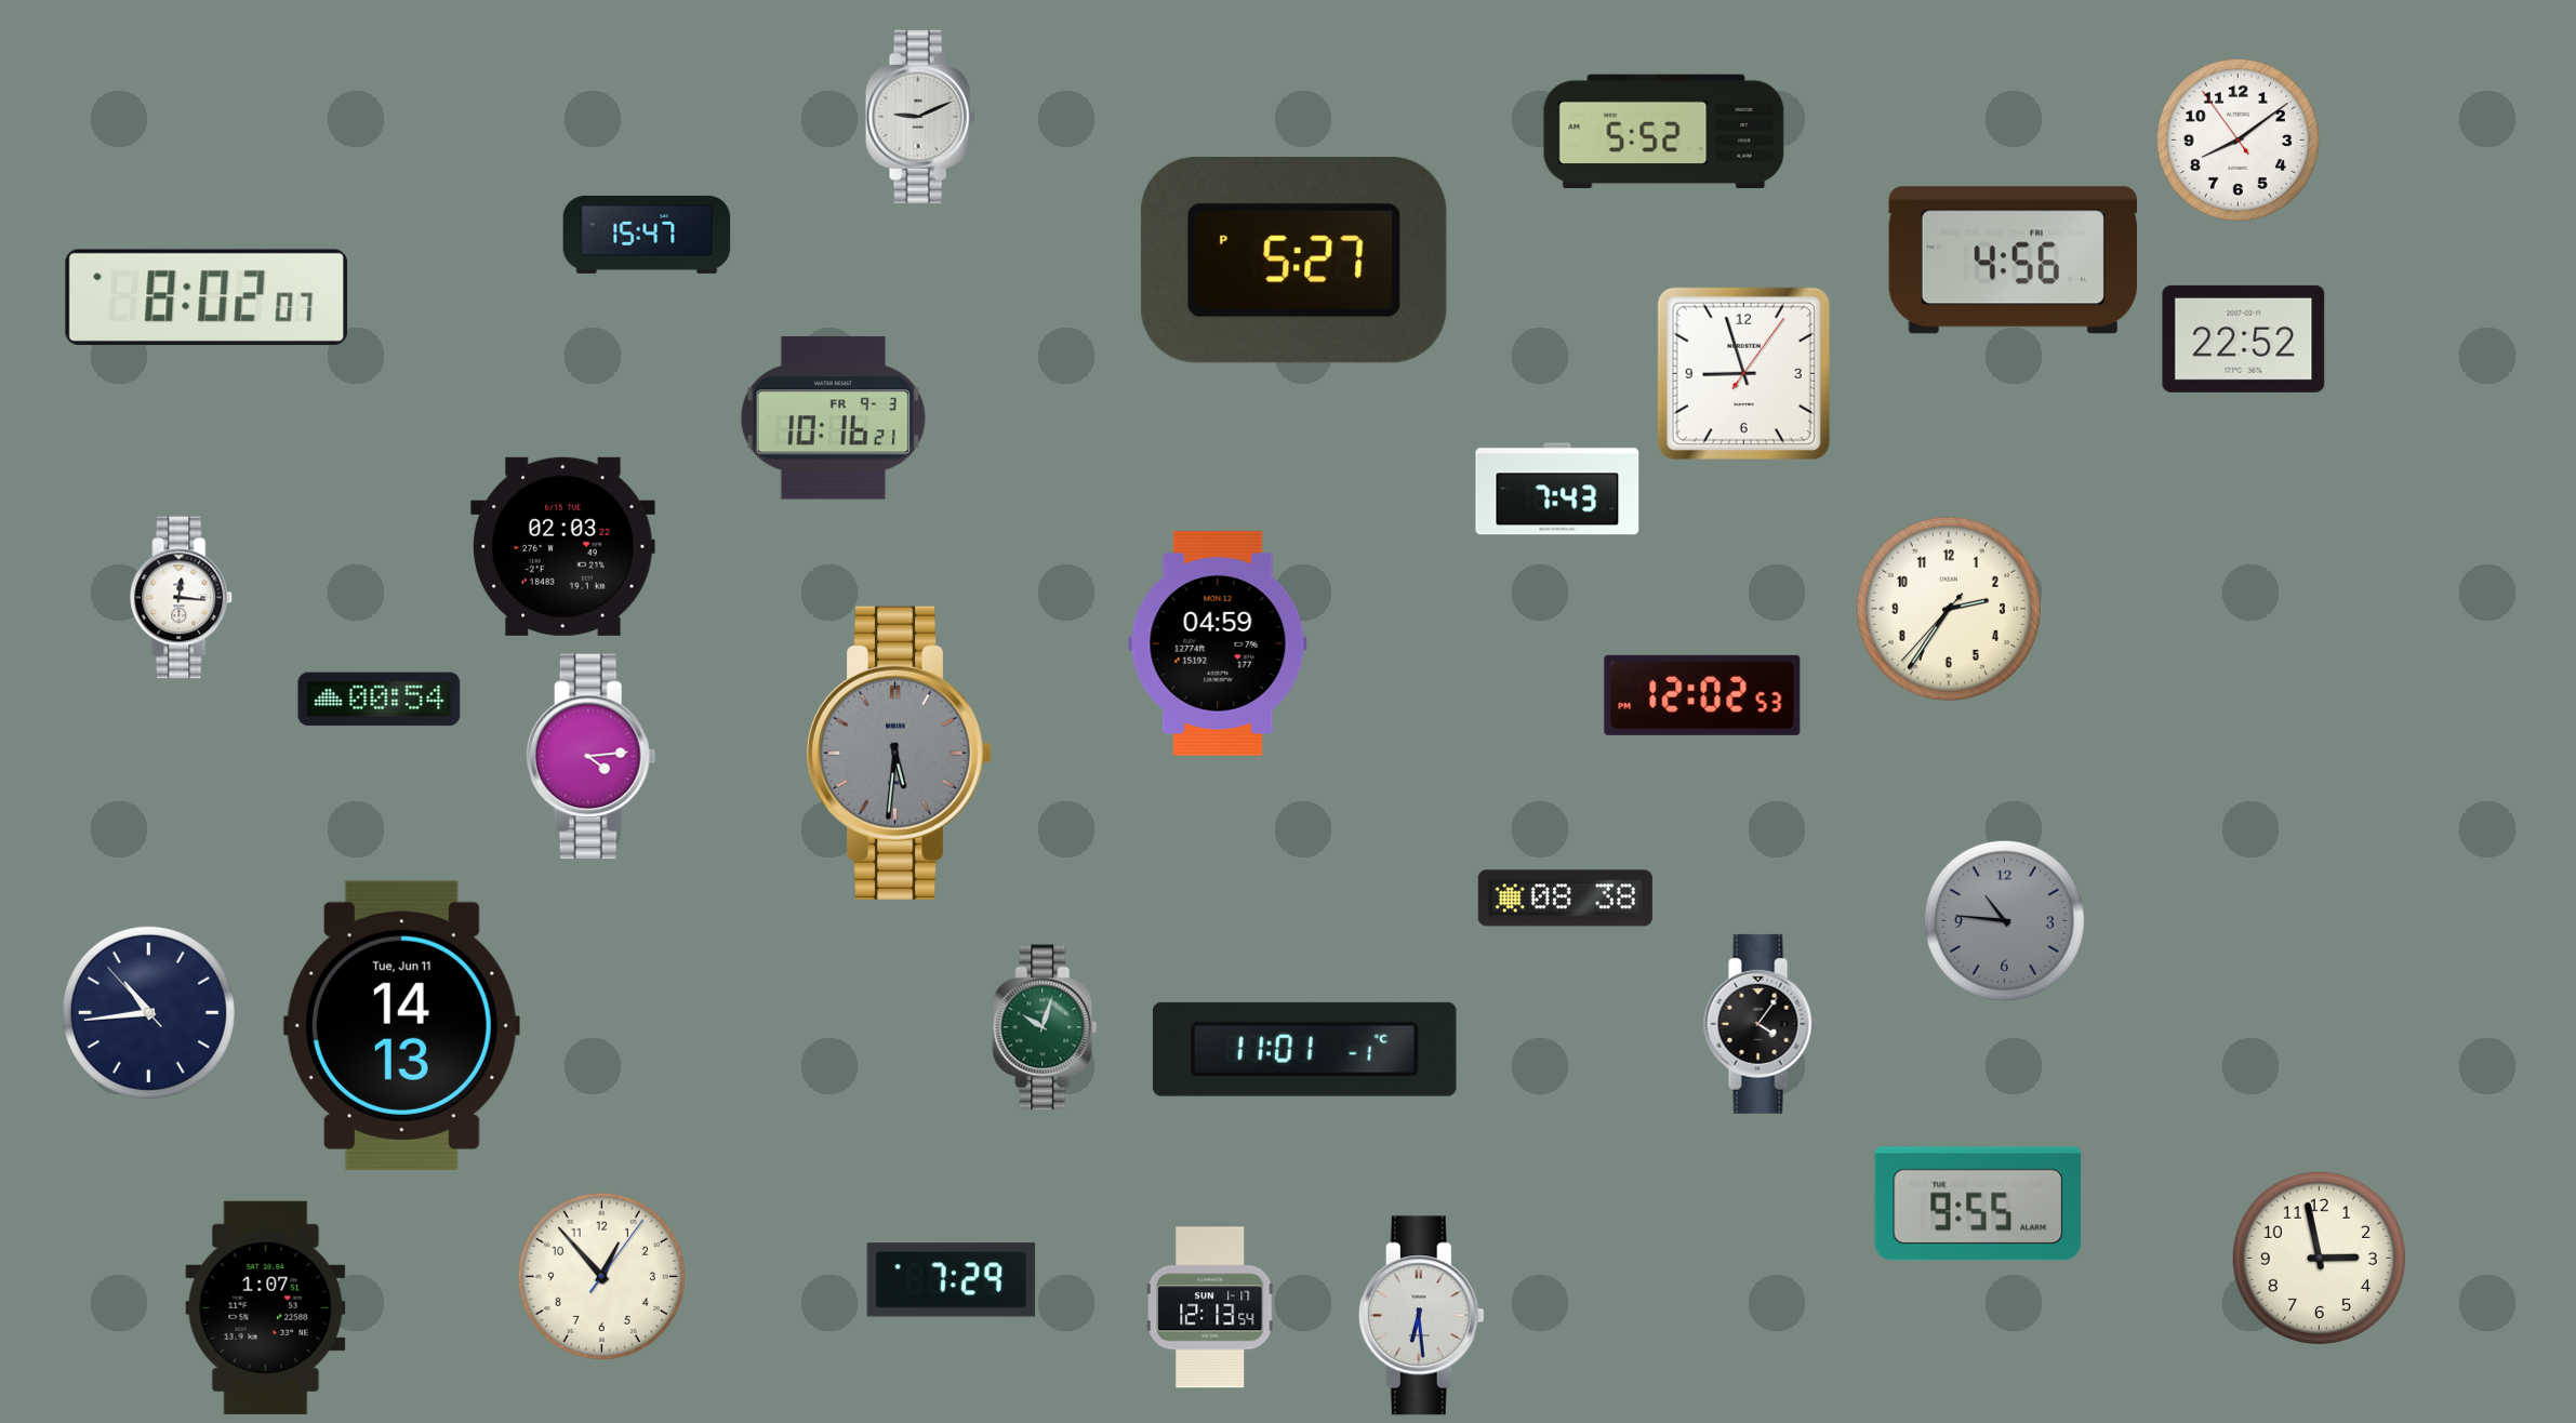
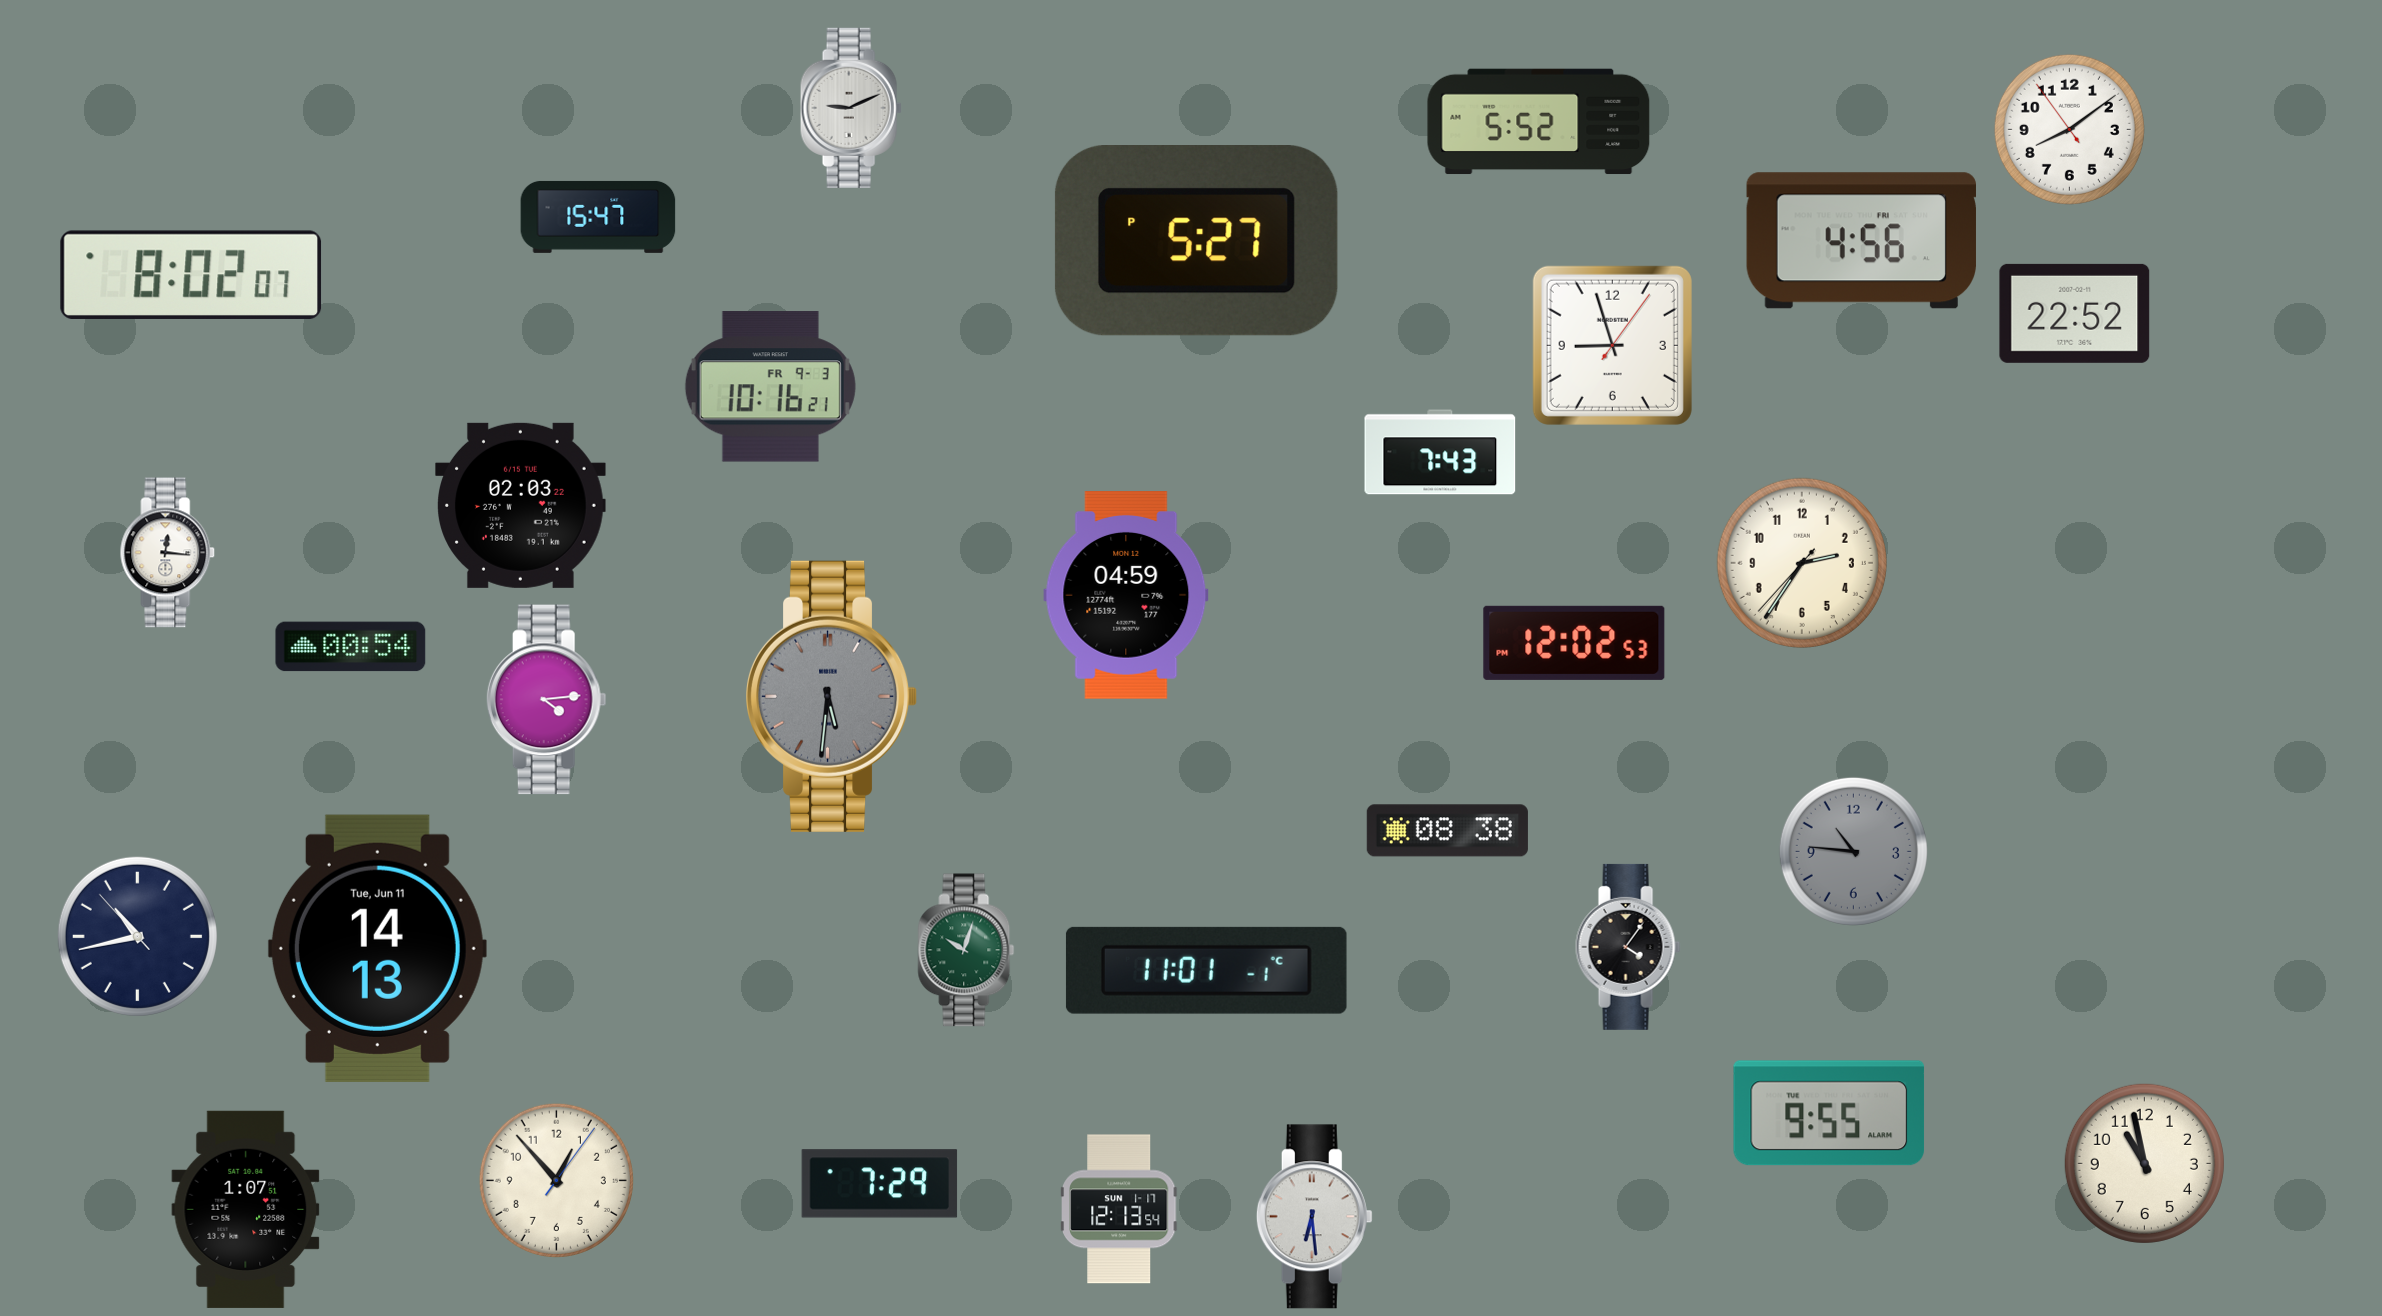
clock at (148, 1012): 10:43 -> 10:42
clock at (401, 1025) position: (401, 1025) -> (377, 948)
clock at (2319, 1258): 2:58 -> 10:58
